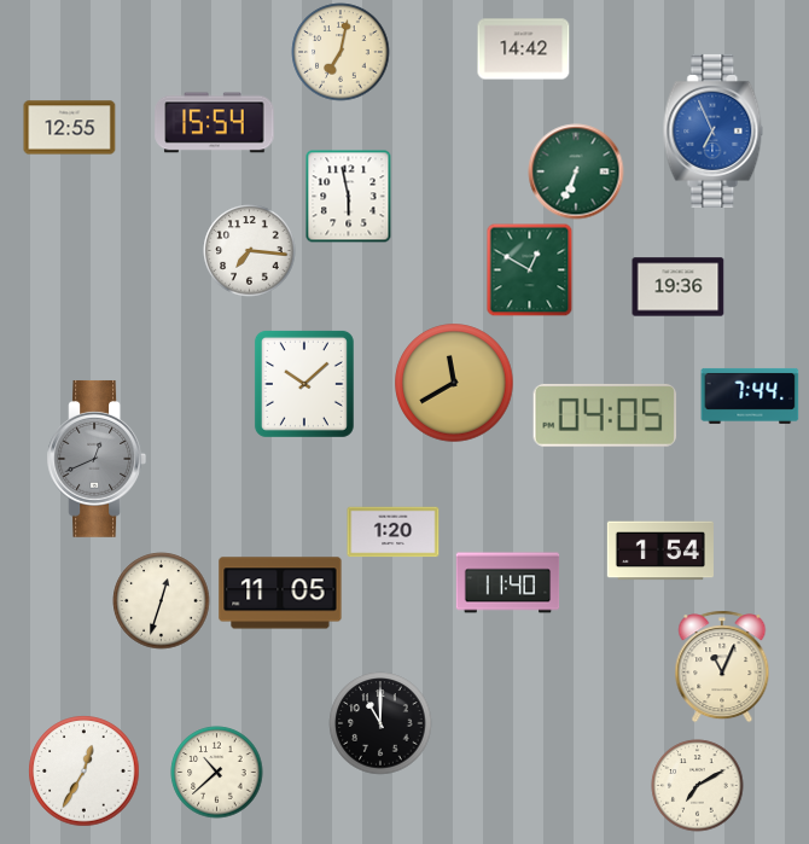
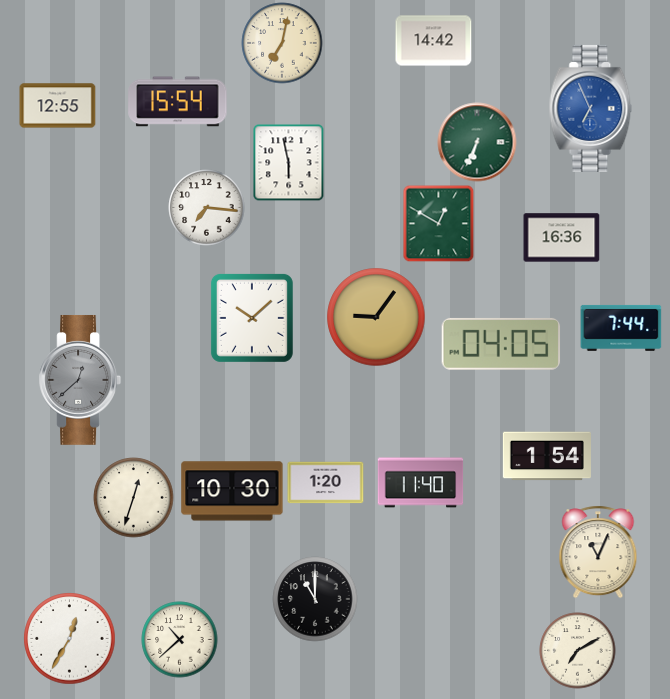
clock at (679, 287): 19:36 -> 16:36
clock at (454, 383): 11:40 -> 9:06
clock at (97, 459): 12:41 -> 12:38
clock at (394, 532) position: (394, 532) -> (326, 483)
clock at (280, 593): 11:05 -> 10:30
